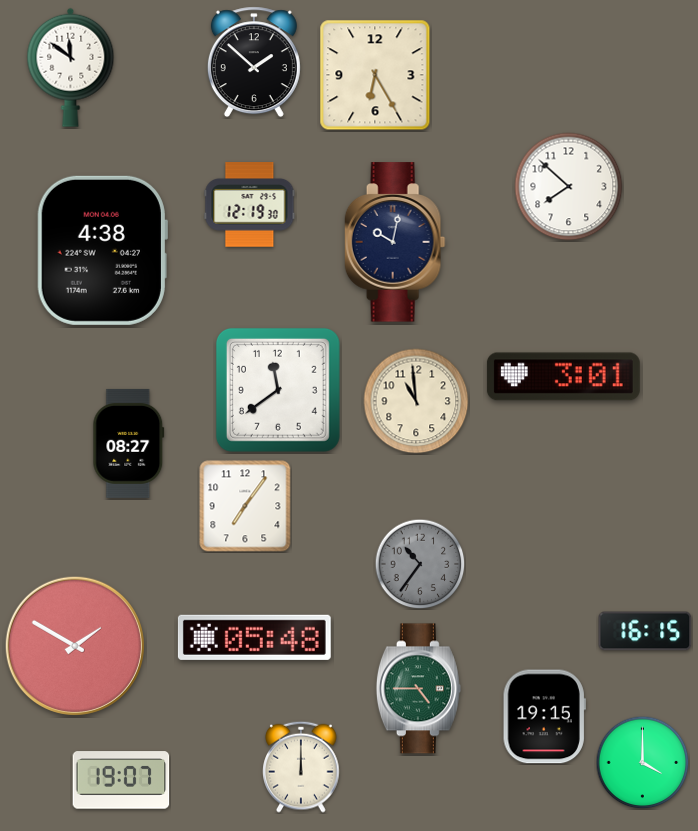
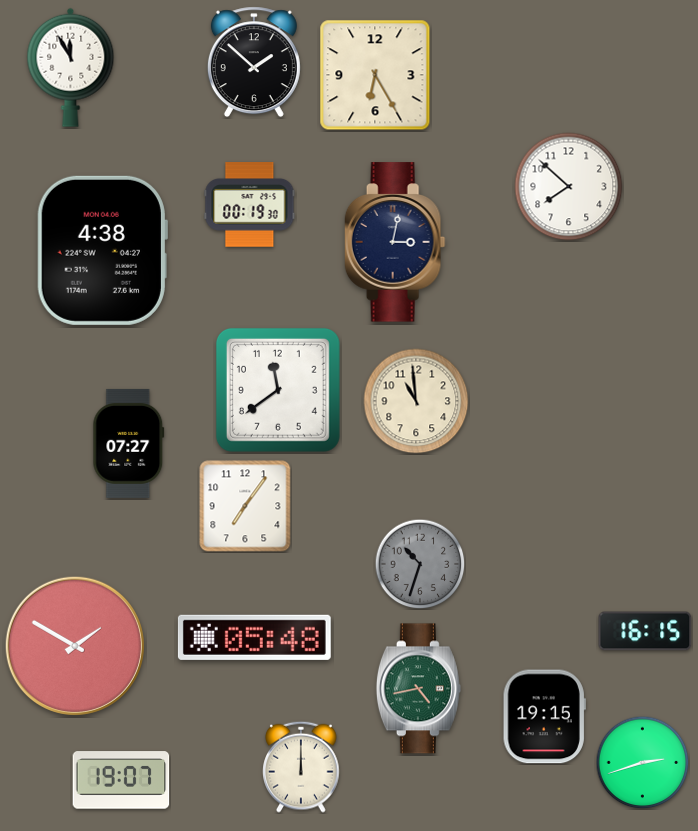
clock at (71, 67): 11:51 -> 11:55
clock at (250, 205): 12:19 -> 00:19
clock at (395, 242): 10:02 -> 3:02
clock at (563, 377): 3:01 -> none
clock at (129, 443): 08:27 -> 07:27
clock at (420, 564): 10:36 -> 10:33
clock at (418, 689): 4:45 -> 4:43
clock at (642, 762): 4:00 -> 2:42
